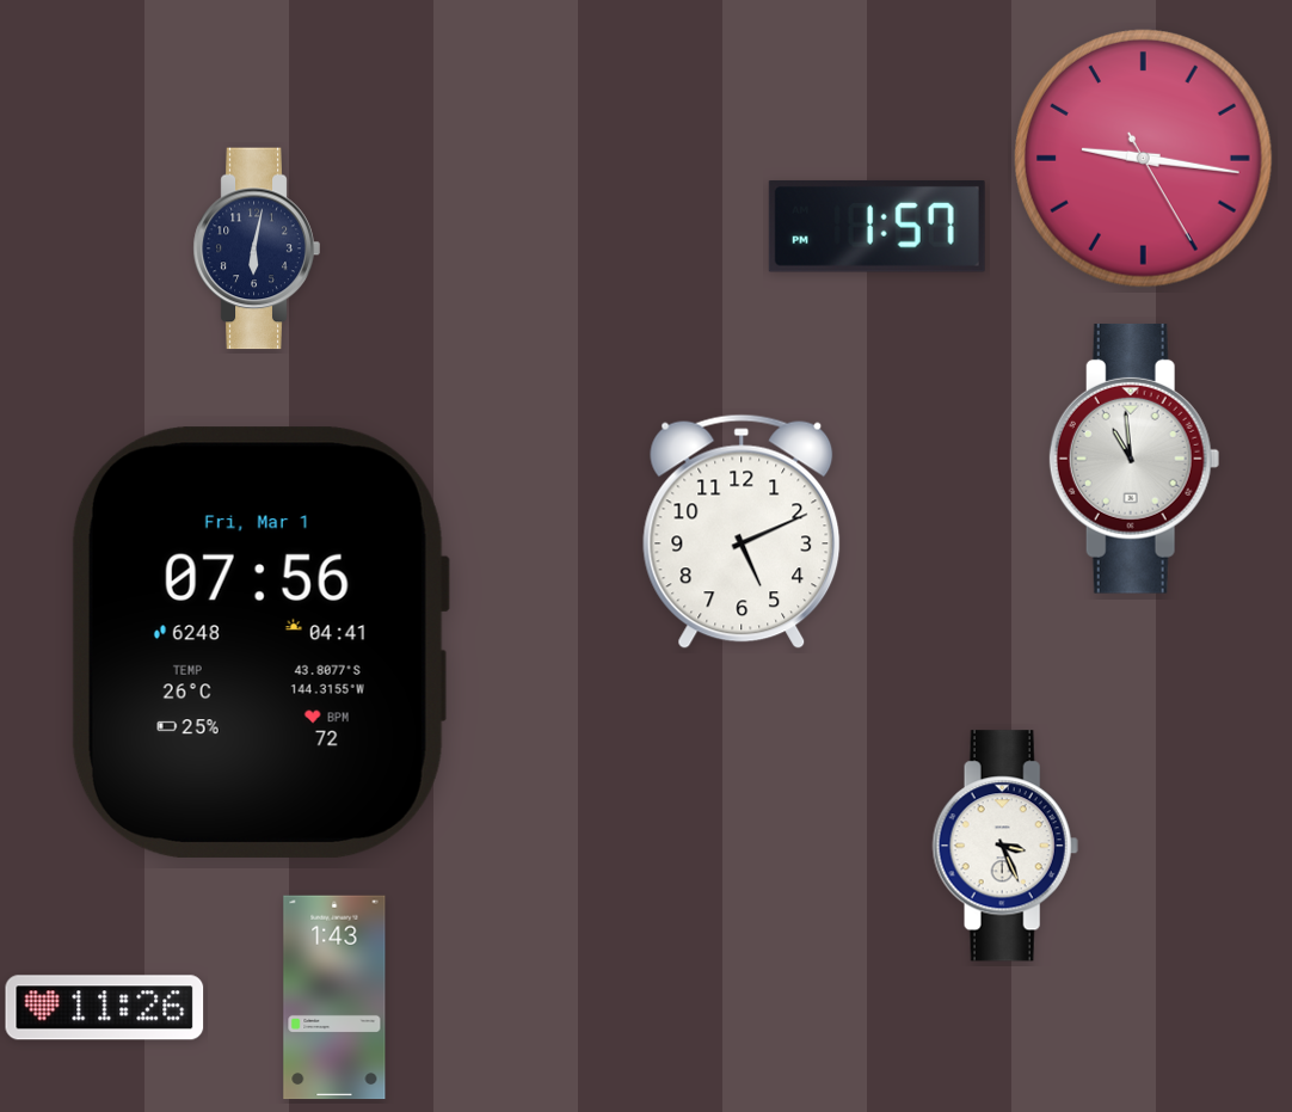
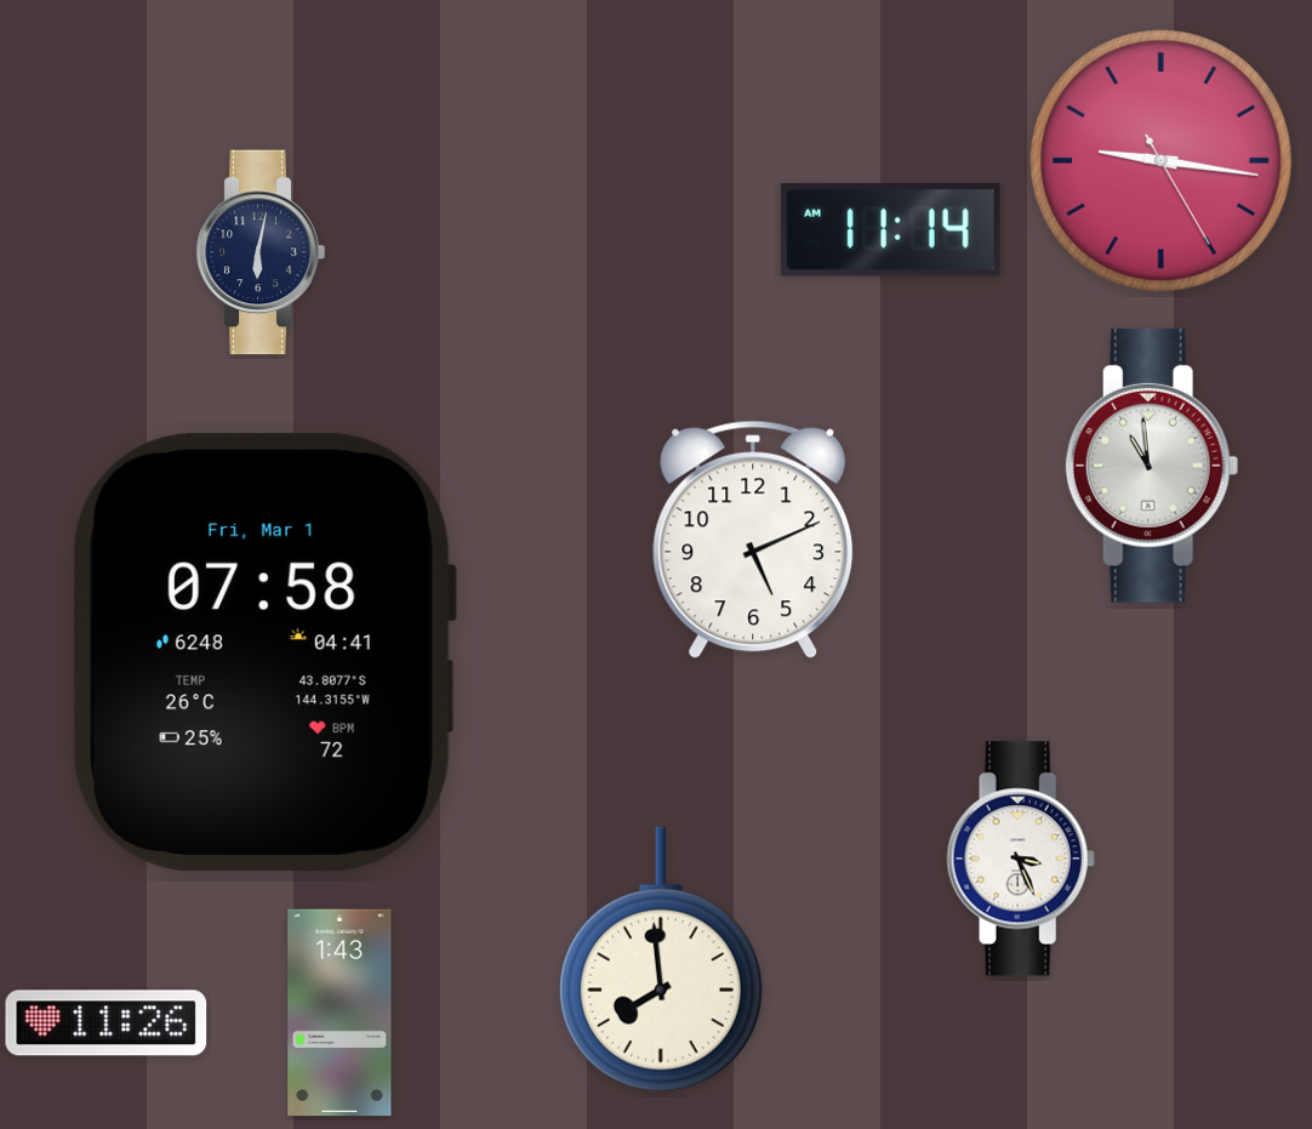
clock at (876, 226): 1:57 -> 11:14
clock at (259, 643): 07:56 -> 07:58
clock at (661, 959): none -> 7:59
